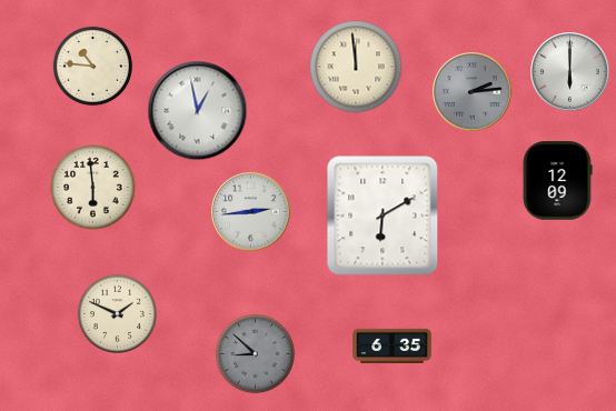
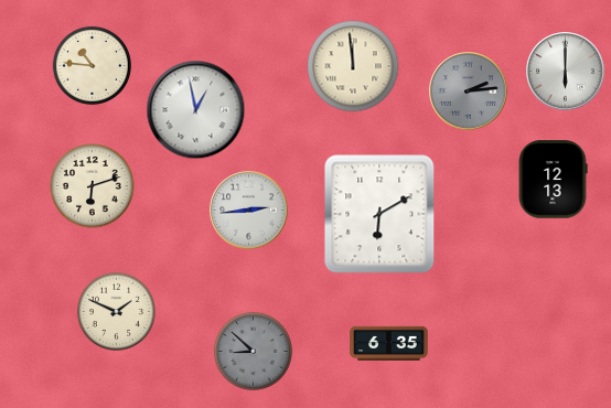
clock at (557, 181): 12:09 -> 12:13
clock at (93, 188): 5:59 -> 6:12
